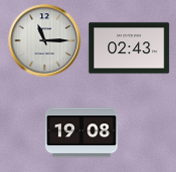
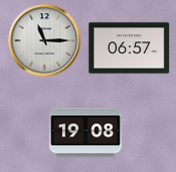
clock at (129, 48): 02:43 -> 06:57
clock at (82, 133) position: (82, 133) -> (86, 133)
